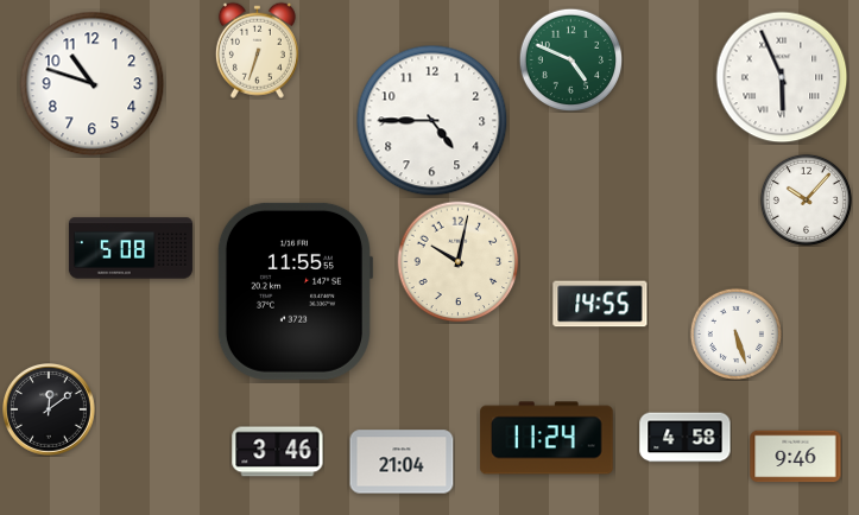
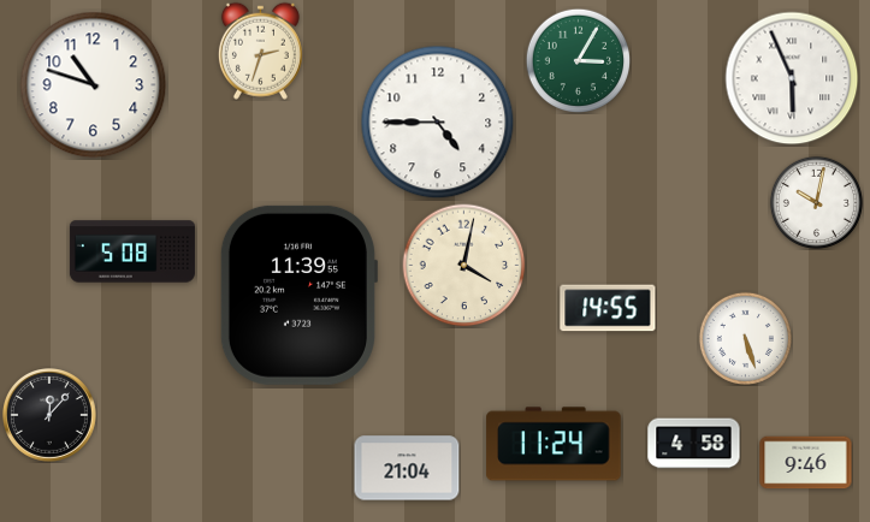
clock at (257, 50): 6:33 -> 2:33
clock at (570, 59): 4:49 -> 3:05
clock at (806, 199): 10:07 -> 10:02
clock at (459, 262): 10:02 -> 4:02
clock at (295, 291): 11:55 -> 11:39
clock at (50, 411): 12:09 -> 12:07
clock at (278, 452): 3:46 -> none
